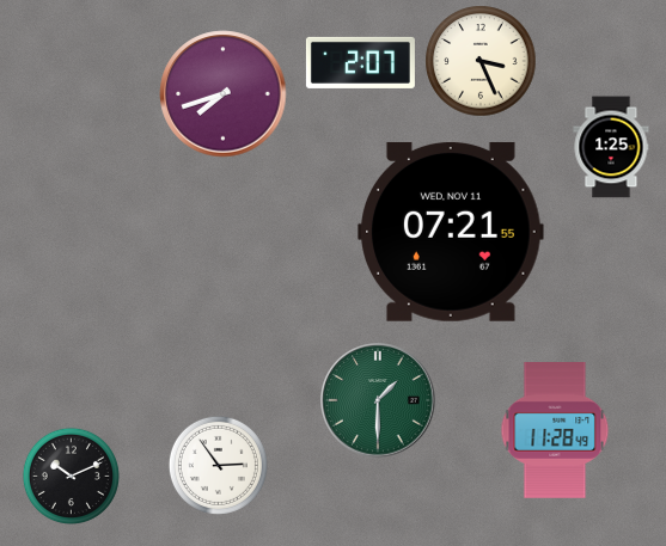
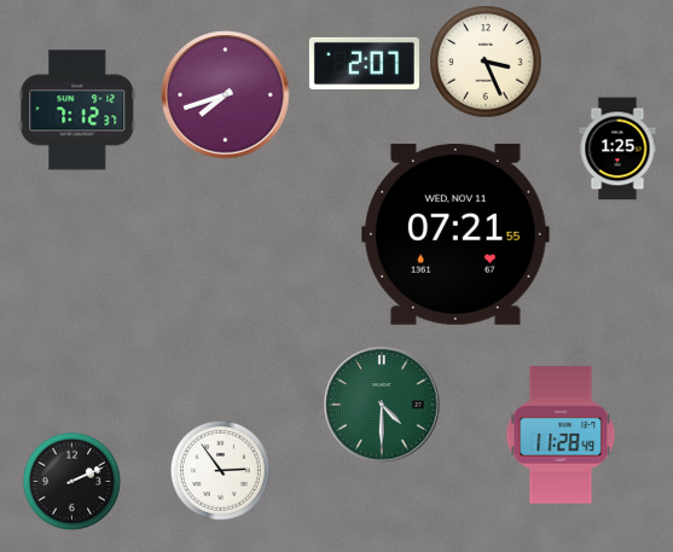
clock at (77, 110): none -> 7:12
clock at (378, 400): 1:30 -> 4:30
clock at (71, 476): 10:11 -> 2:11
